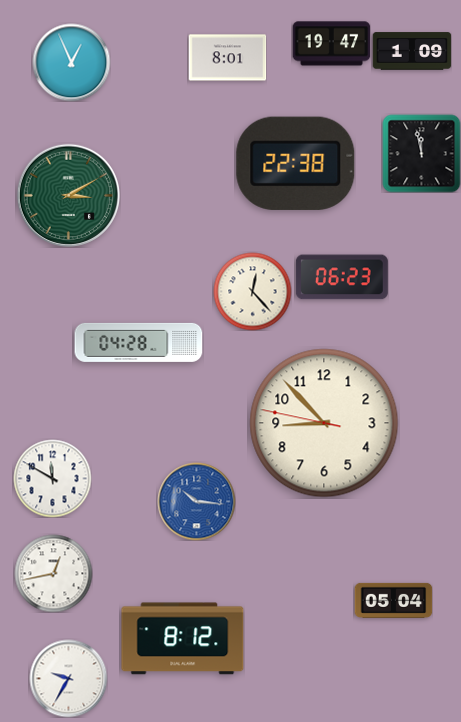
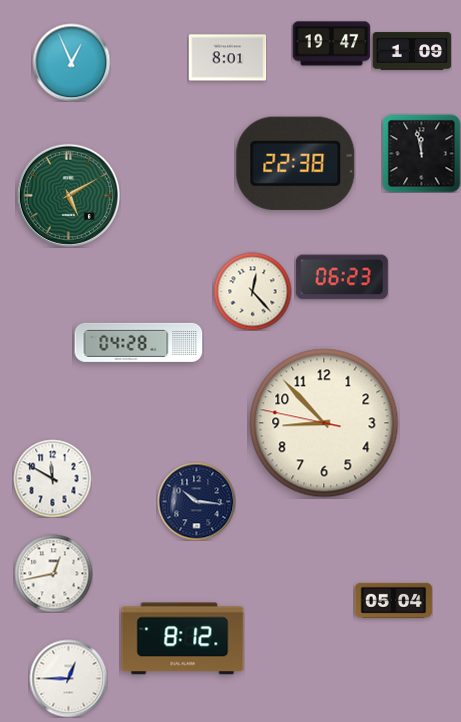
clock at (68, 195): 3:10 -> 5:10
clock at (196, 501) dial: blue -> navy
clock at (68, 678): 9:35 -> 12:45
